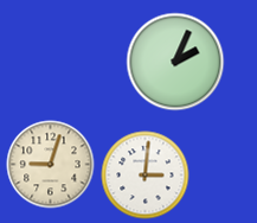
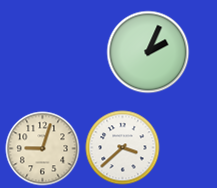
clock at (51, 165) position: (51, 165) -> (43, 149)
clock at (146, 176): 3:01 -> 3:38
